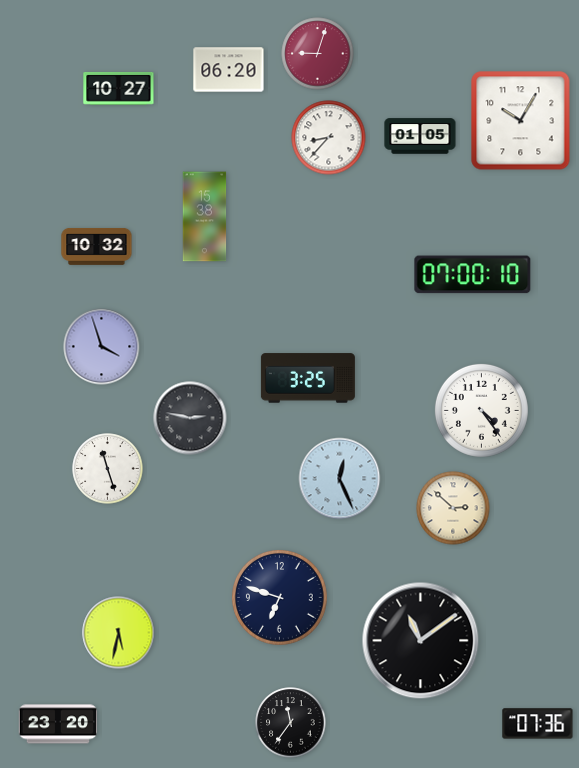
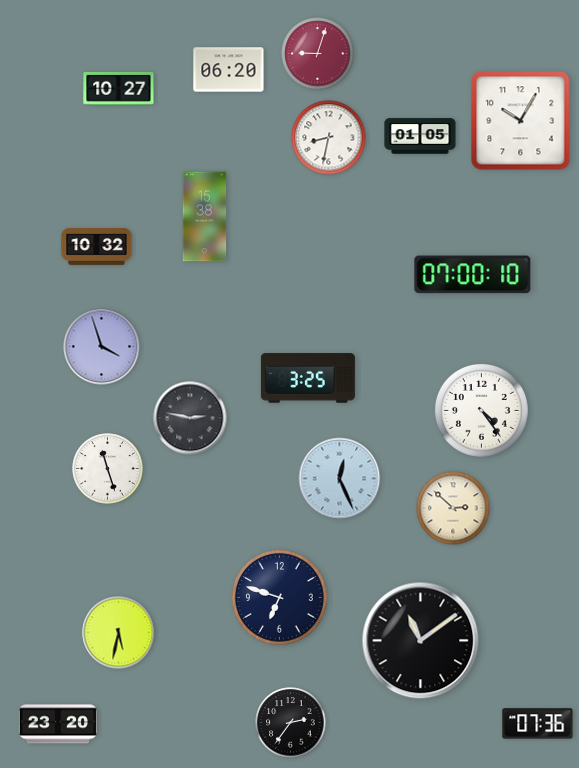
clock at (329, 138): 8:37 -> 8:32
clock at (291, 723): 11:36 -> 2:36
